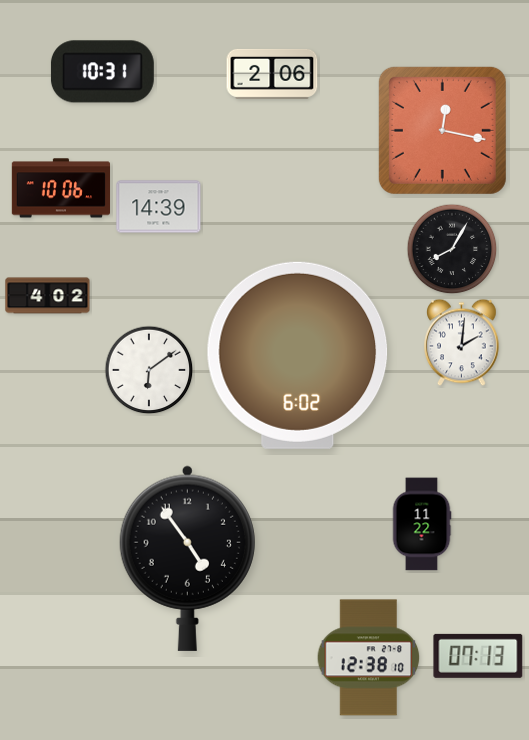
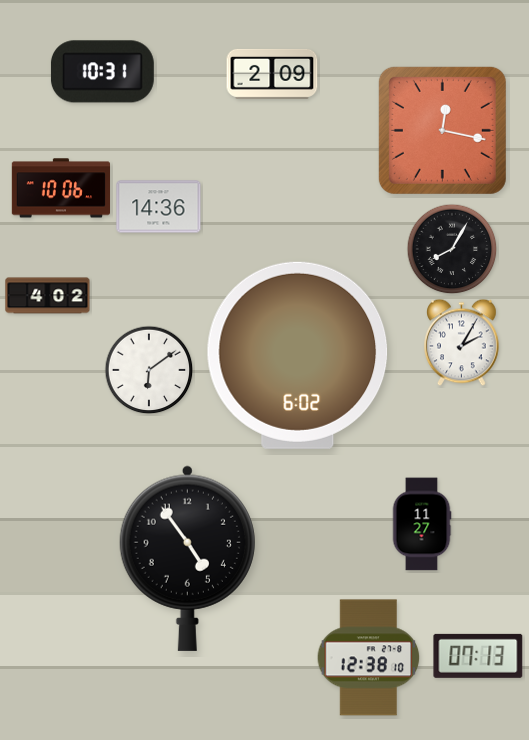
clock at (272, 74): 2:06 -> 2:09
clock at (159, 207): 14:39 -> 14:36
clock at (462, 343): 2:01 -> 2:05
clock at (422, 524): 11:22 -> 11:27
